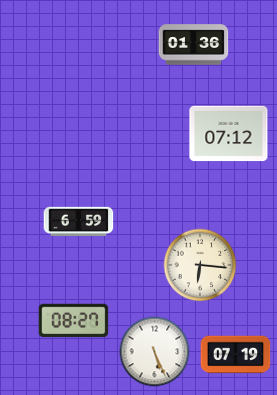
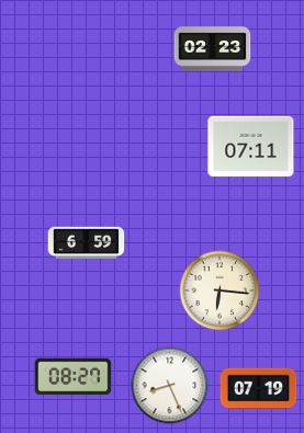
clock at (194, 45): 01:36 -> 02:23
clock at (229, 134): 07:12 -> 07:11
clock at (74, 321) position: (74, 321) -> (74, 377)
clock at (155, 352): 5:26 -> 8:26
